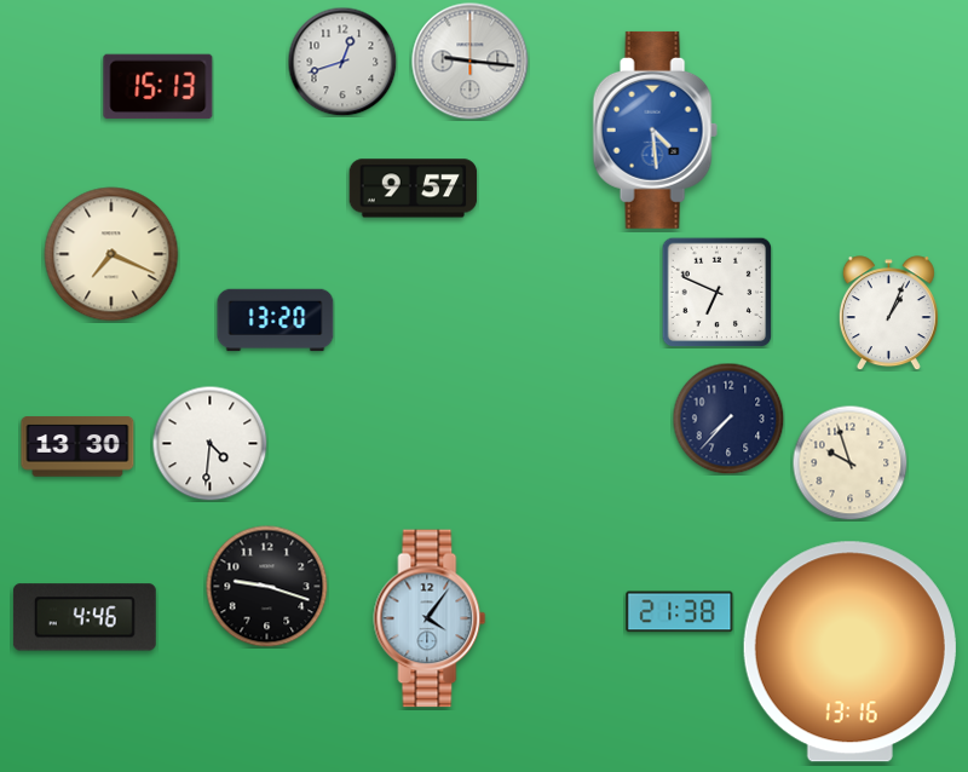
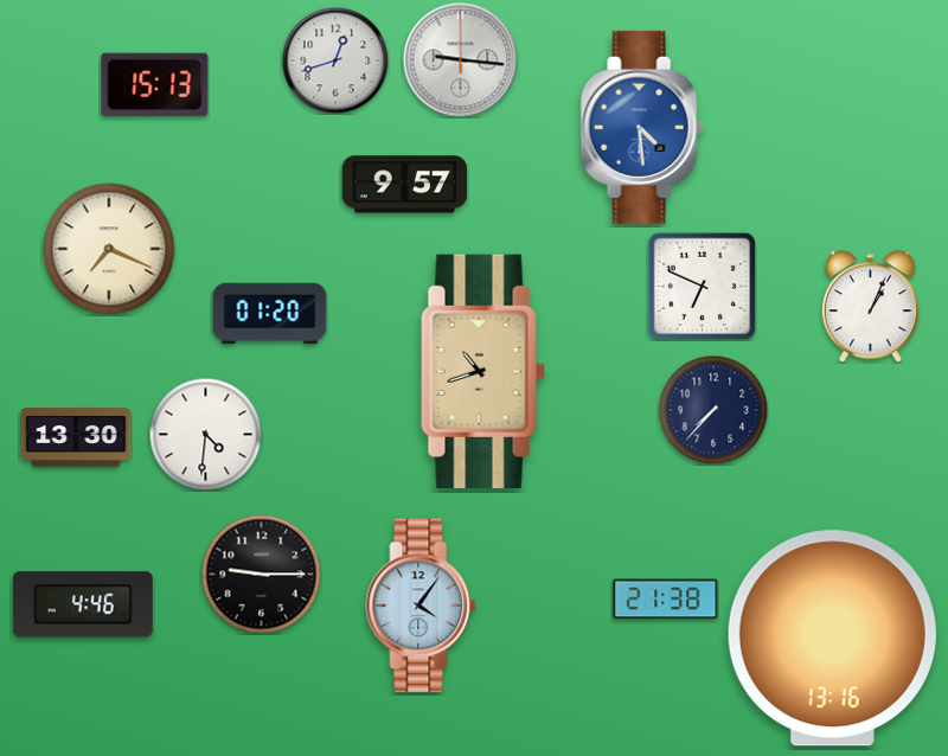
clock at (276, 321): 13:20 -> 01:20
clock at (483, 371): none -> 10:42
clock at (849, 462): 9:57 -> none
clock at (267, 587): 9:18 -> 9:15
